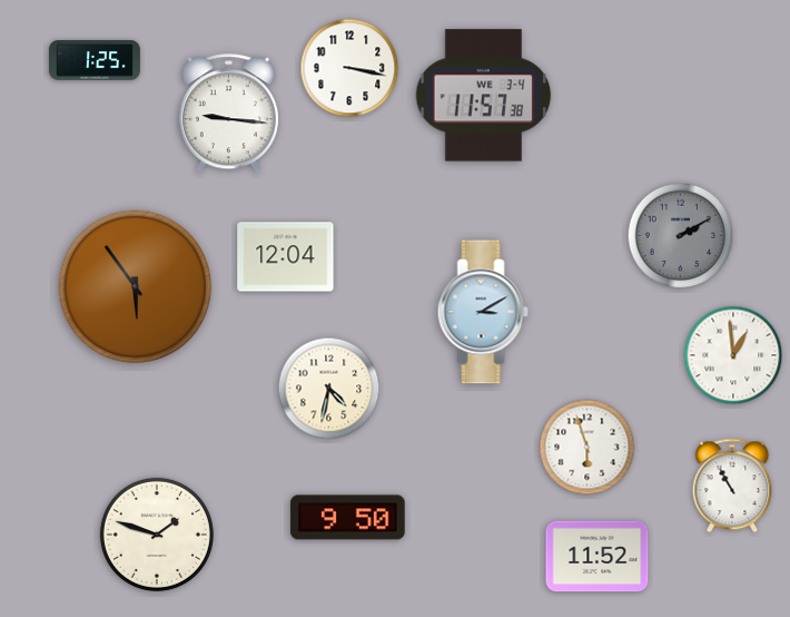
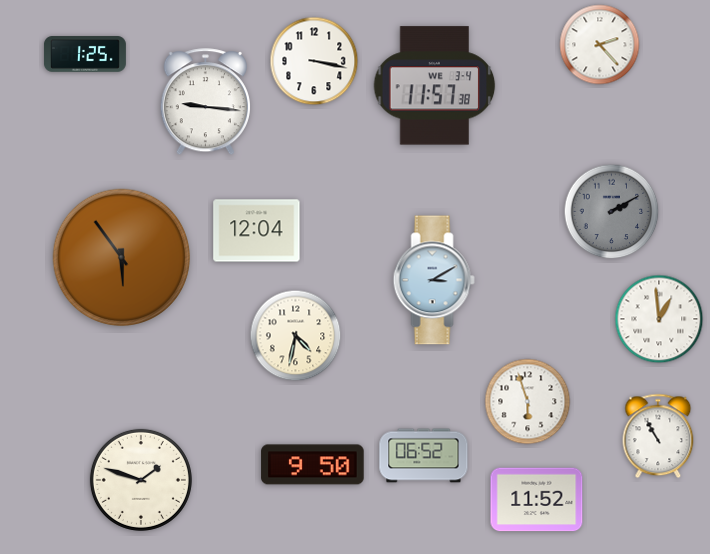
clock at (600, 45): none -> 2:23
clock at (329, 389) position: (329, 389) -> (296, 336)
clock at (424, 456): none -> 06:52
